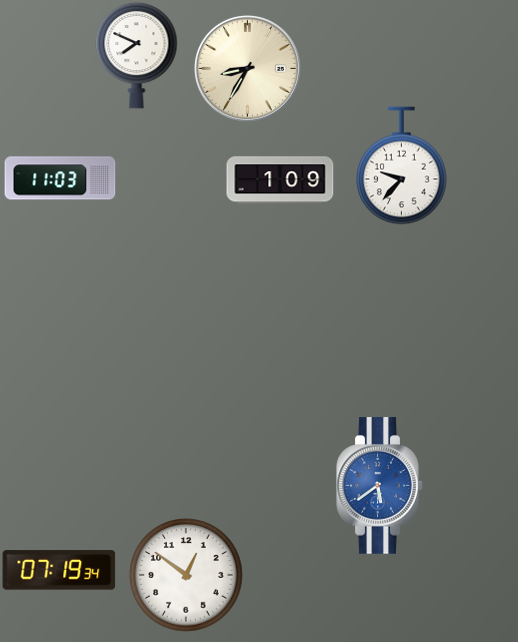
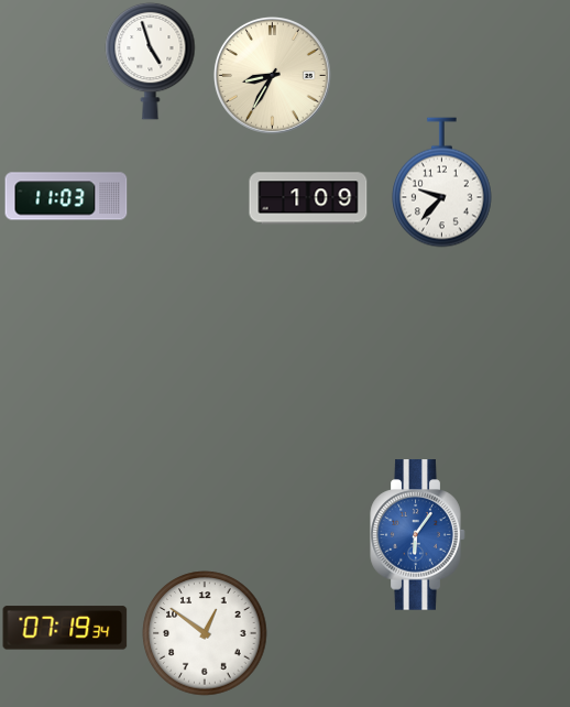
clock at (137, 55): 7:49 -> 4:57
clock at (380, 486): 5:39 -> 6:06
